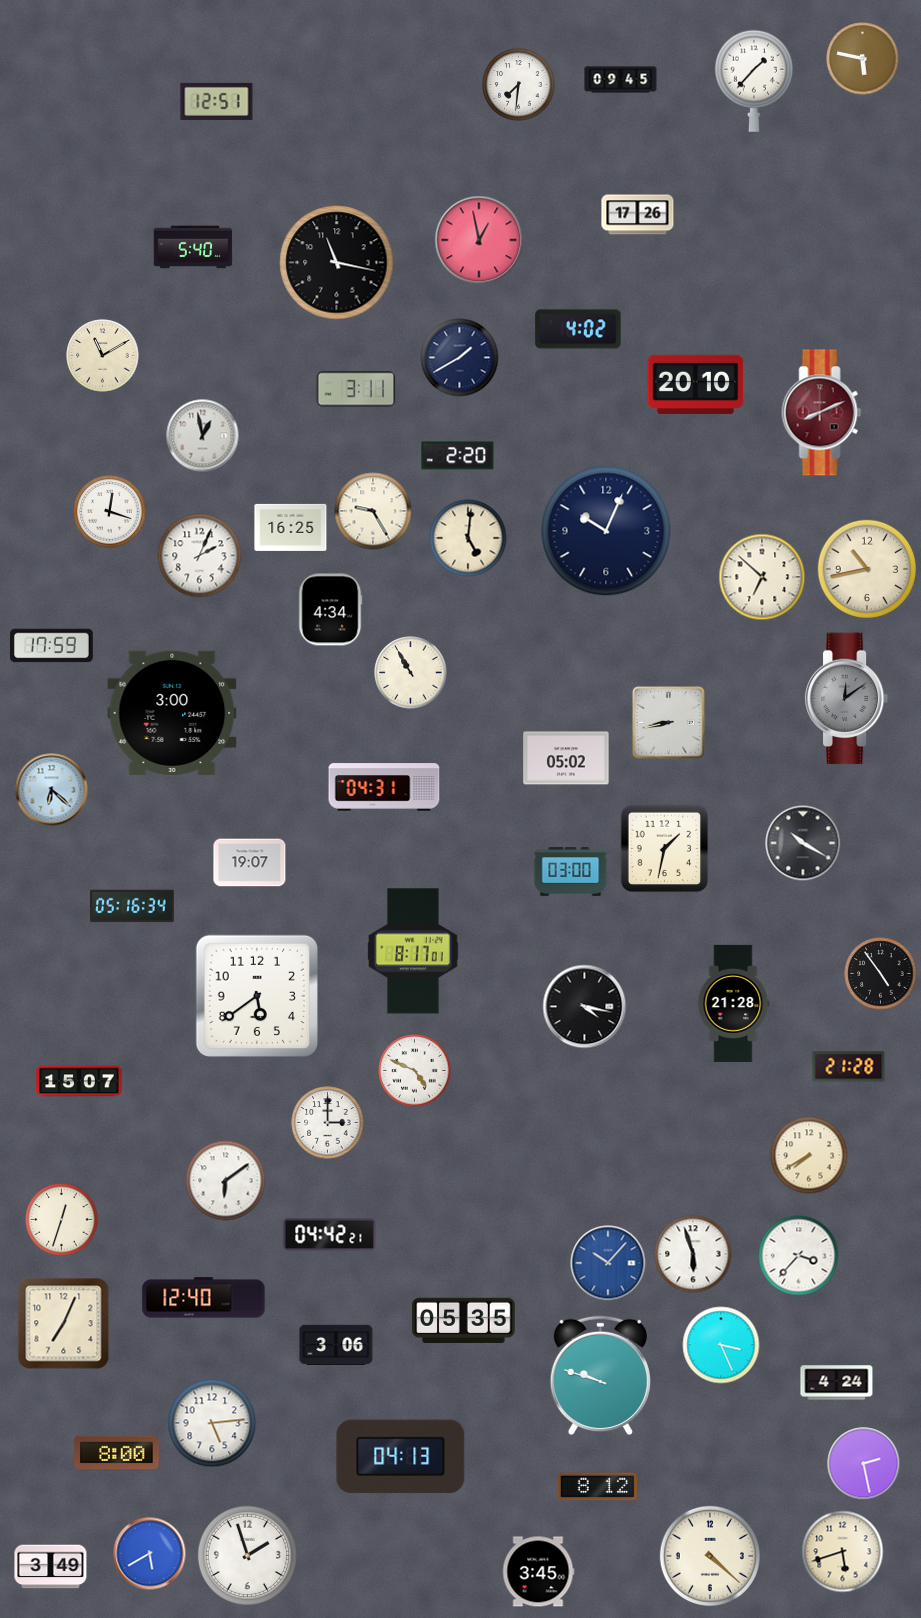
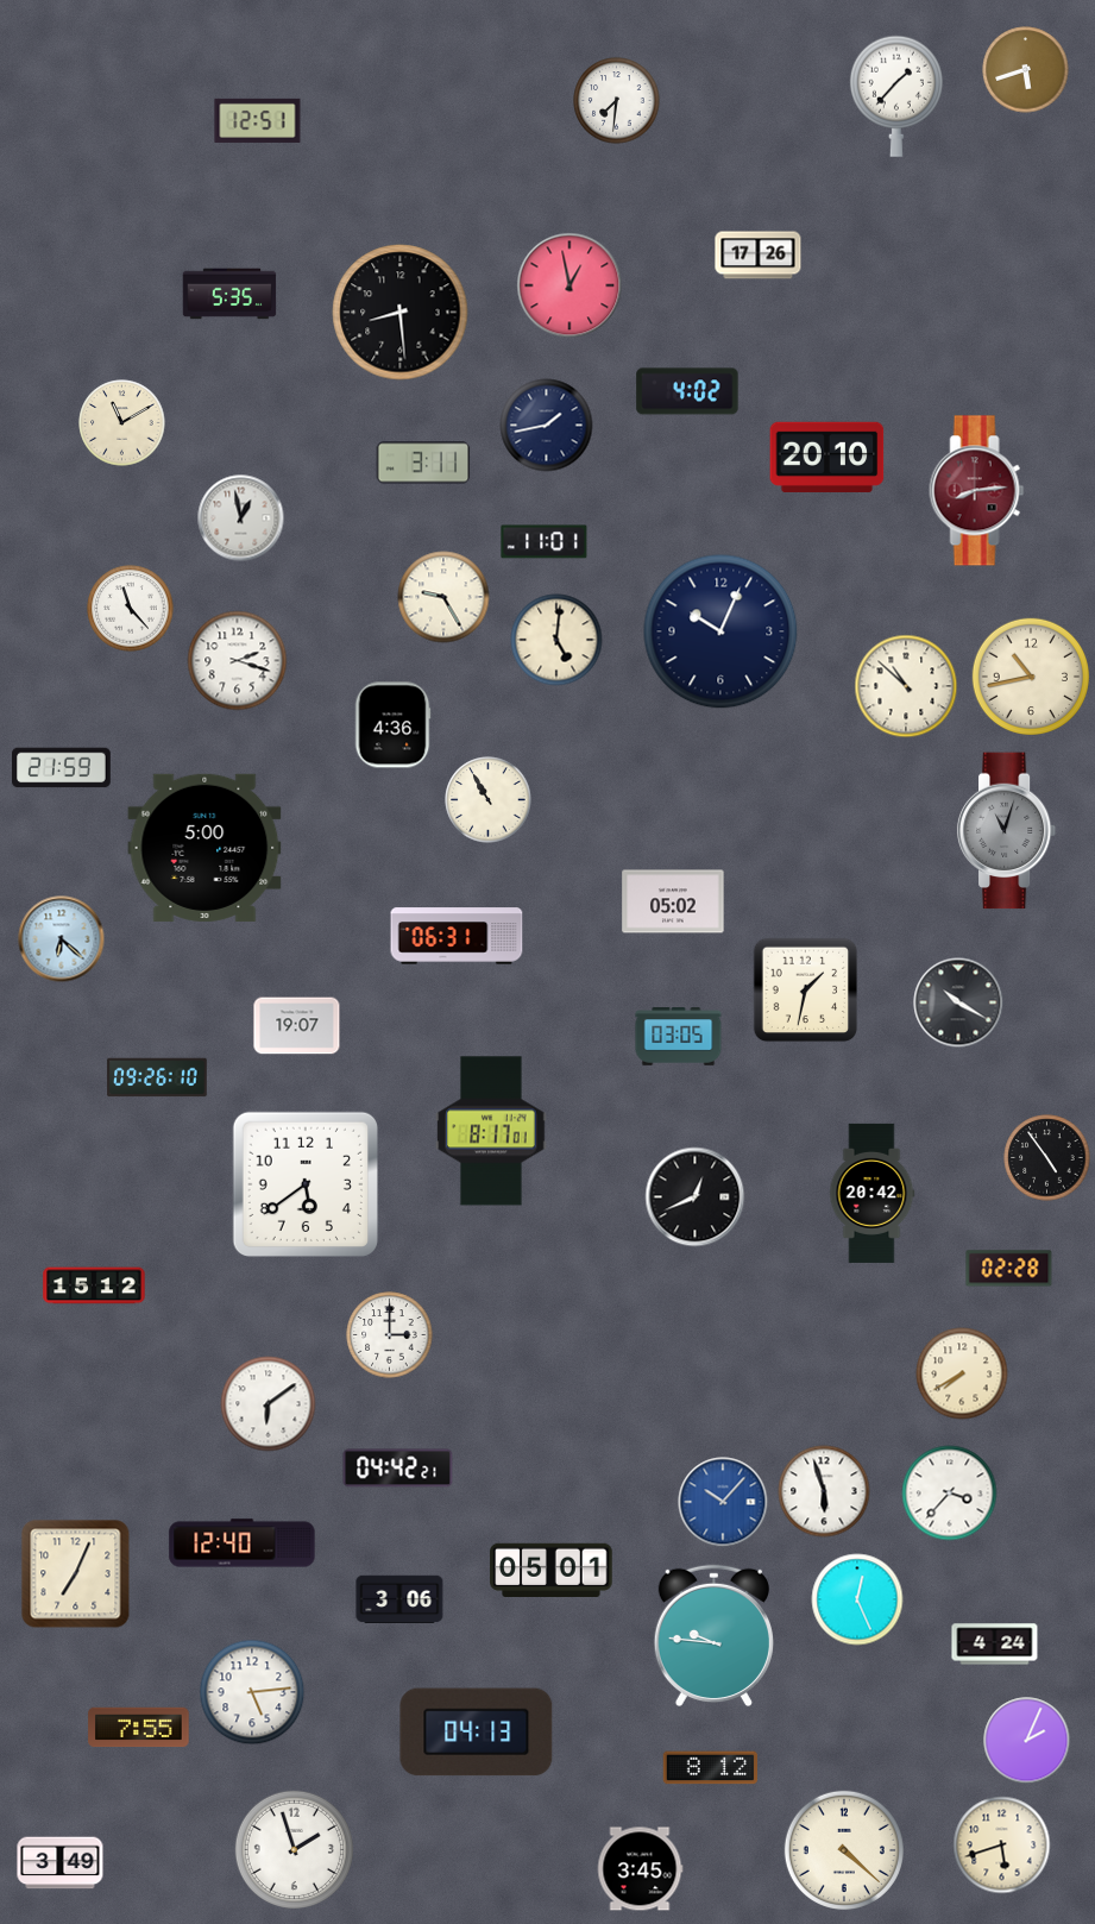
clock at (863, 59): 5:47 -> 5:42
clock at (621, 80): 09:45 -> none
clock at (193, 247): 5:40 -> 5:35
clock at (337, 263): 11:17 -> 8:29
clock at (460, 358): 1:40 -> 1:43
clock at (822, 413): 8:11 -> 8:14
clock at (458, 456): 2:20 -> 11:01
clock at (373, 511) position: (373, 511) -> (443, 597)
clock at (110, 512): 12:18 -> 11:23
clock at (291, 527): 16:25 -> none
clock at (200, 556): 2:04 -> 2:18
clock at (762, 577): 6:52 -> 10:52
clock at (330, 610): 4:34 -> 4:36
clock at (52, 646): 17:59 -> 21:59
clock at (847, 699): 12:09 -> 11:03
clock at (172, 713): 3:00 -> 5:00
clock at (669, 723): 8:43 -> none
clock at (384, 787): 04:31 -> 06:31
clock at (803, 843) position: (803, 843) -> (958, 1002)
clock at (665, 849) position: (665, 849) -> (806, 991)
clock at (571, 872): 03:00 -> 03:05
clock at (132, 906): 05:16 -> 09:26
clock at (733, 1003): 21:28 -> 20:42
clock at (585, 1007): 4:17 -> 12:41
clock at (849, 1067): 21:28 -> 02:28
clock at (415, 1071): 4:49 -> none
clock at (79, 1081): 15:07 -> 15:12
clock at (62, 1220): 12:33 -> none
clock at (330, 1235) position: (330, 1235) -> (398, 1469)
clock at (464, 1320): 05:35 -> 05:01
clock at (721, 1345): 3:26 -> 12:26
clock at (600, 1376): 9:48 -> 9:46
clock at (117, 1453): 8:00 -> 7:55
clock at (864, 1464): 2:28 -> 2:04
clock at (150, 1554): 5:40 -> none
